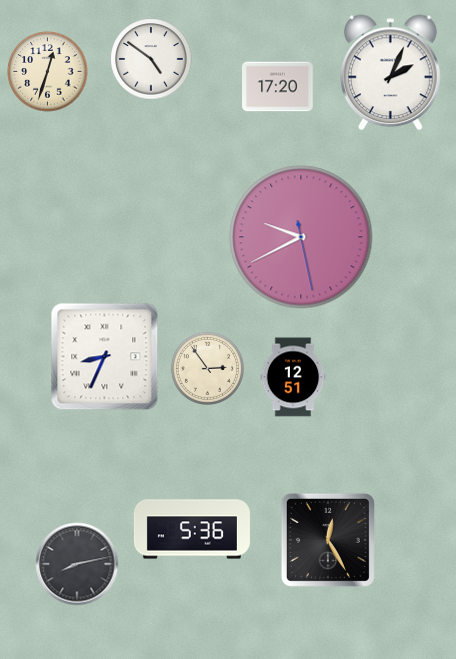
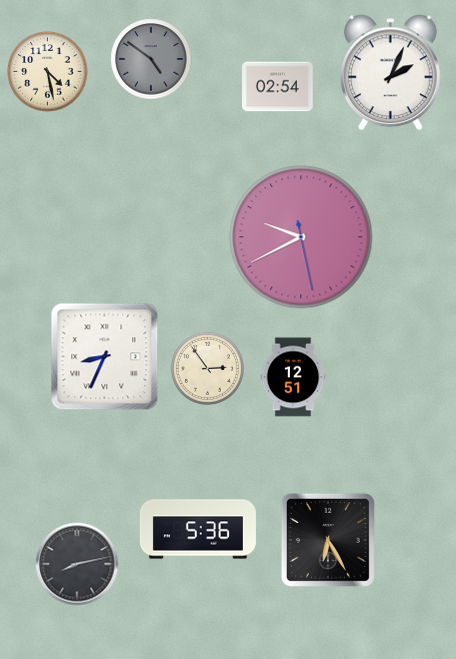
clock at (151, 59) dial: white -> grey
clock at (48, 72): 12:33 -> 4:28
clock at (278, 87): 17:20 -> 02:54
clock at (192, 529) position: (192, 529) -> (198, 529)
clock at (328, 540): 12:25 -> 6:25
